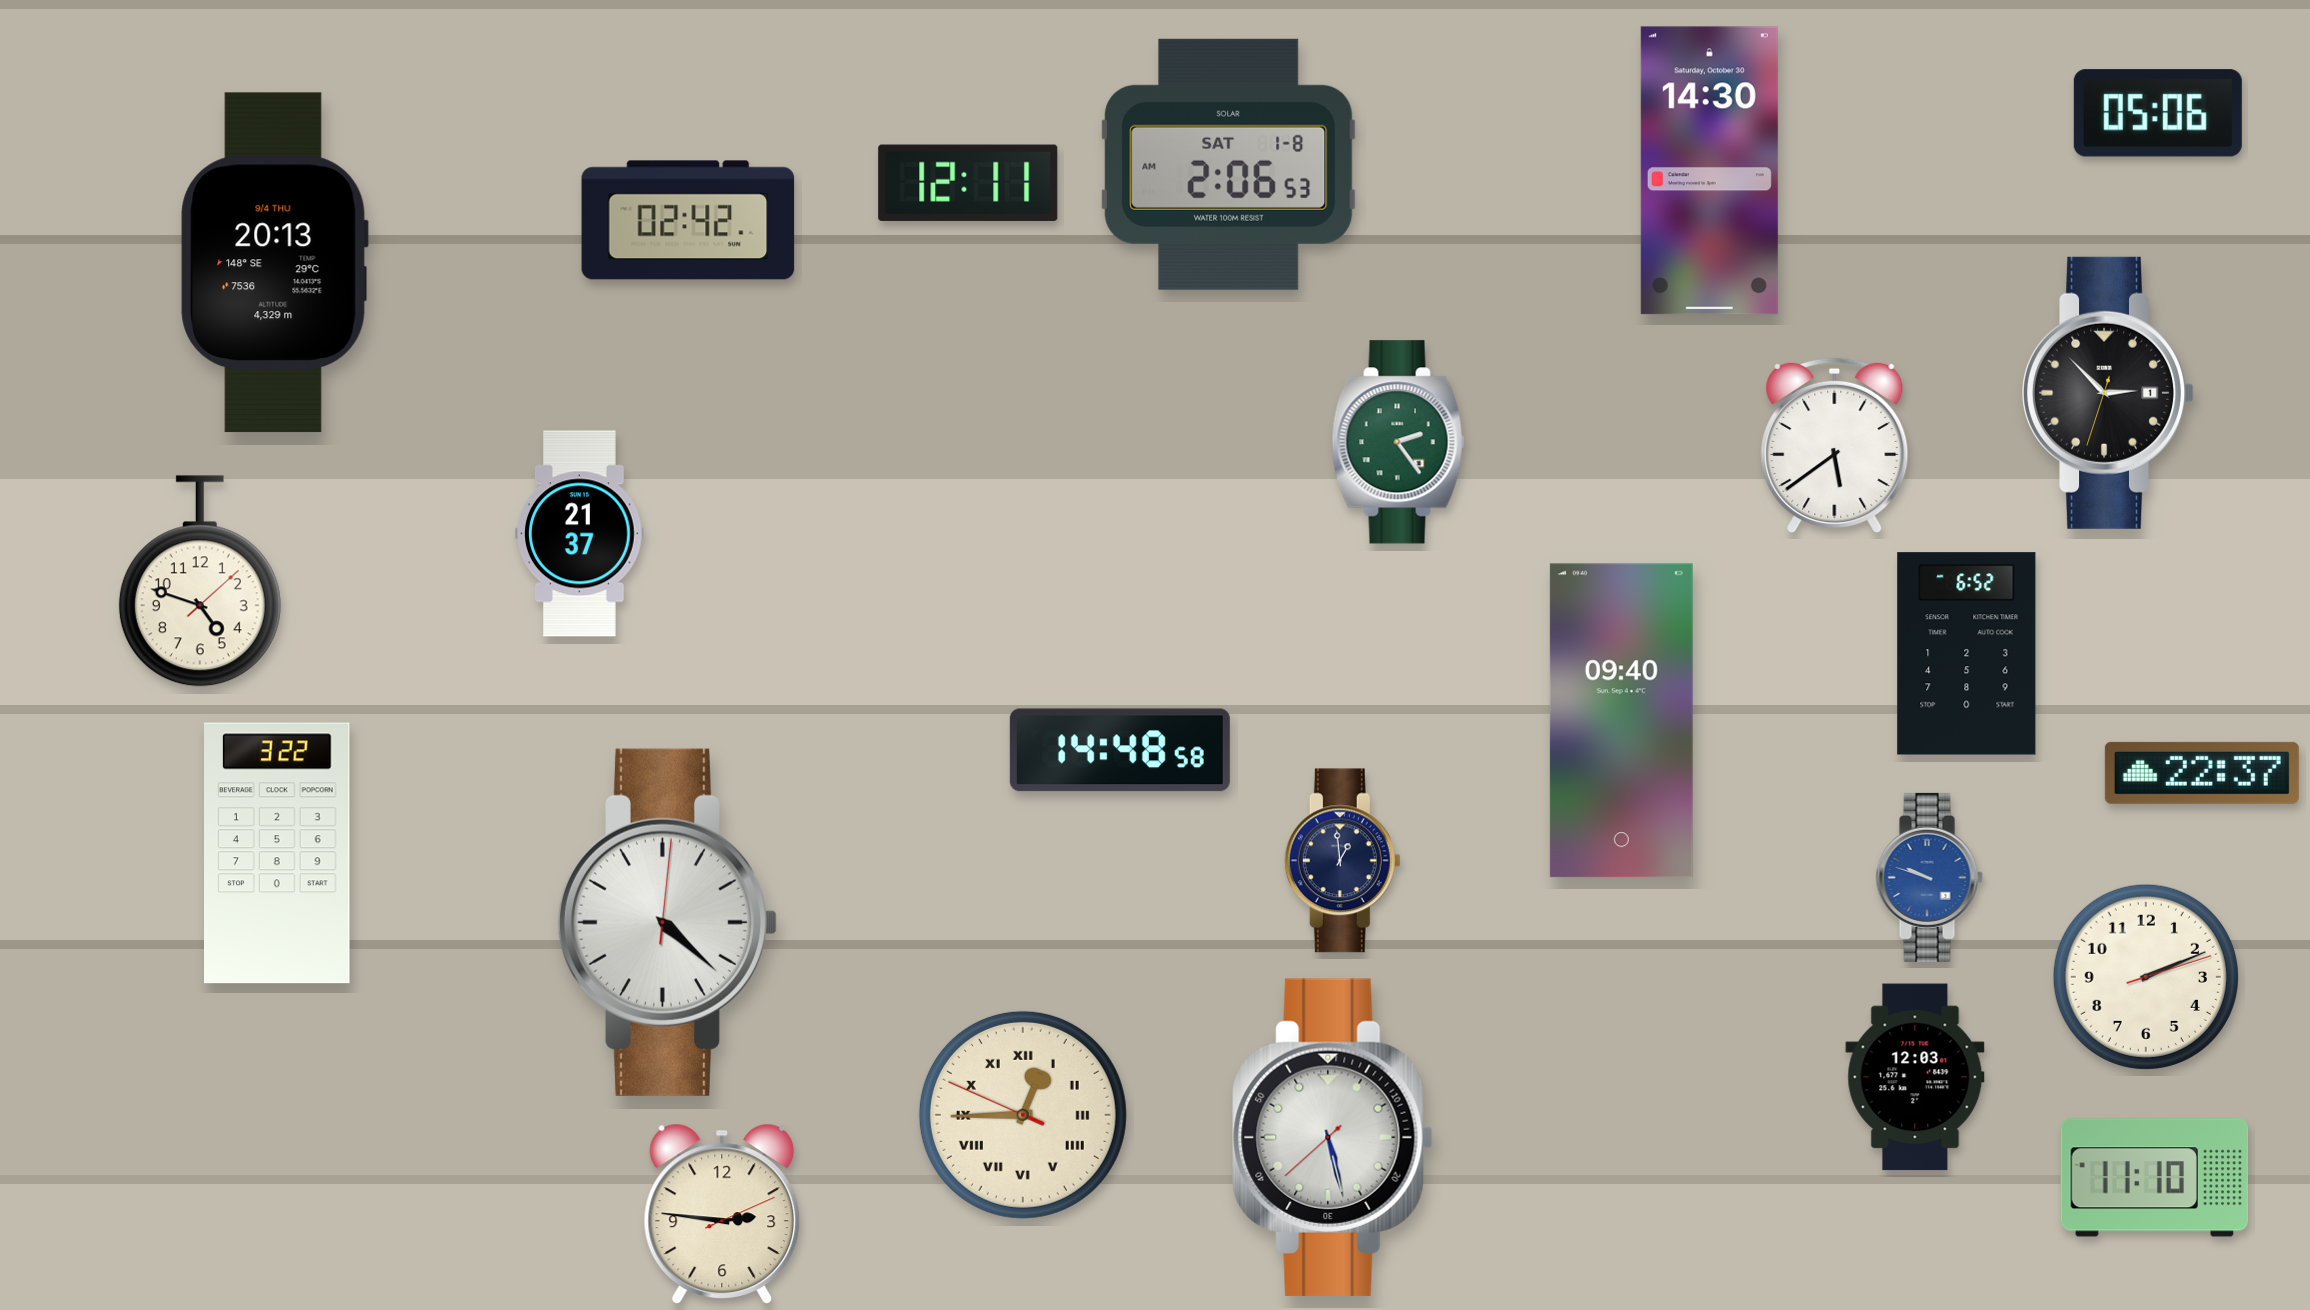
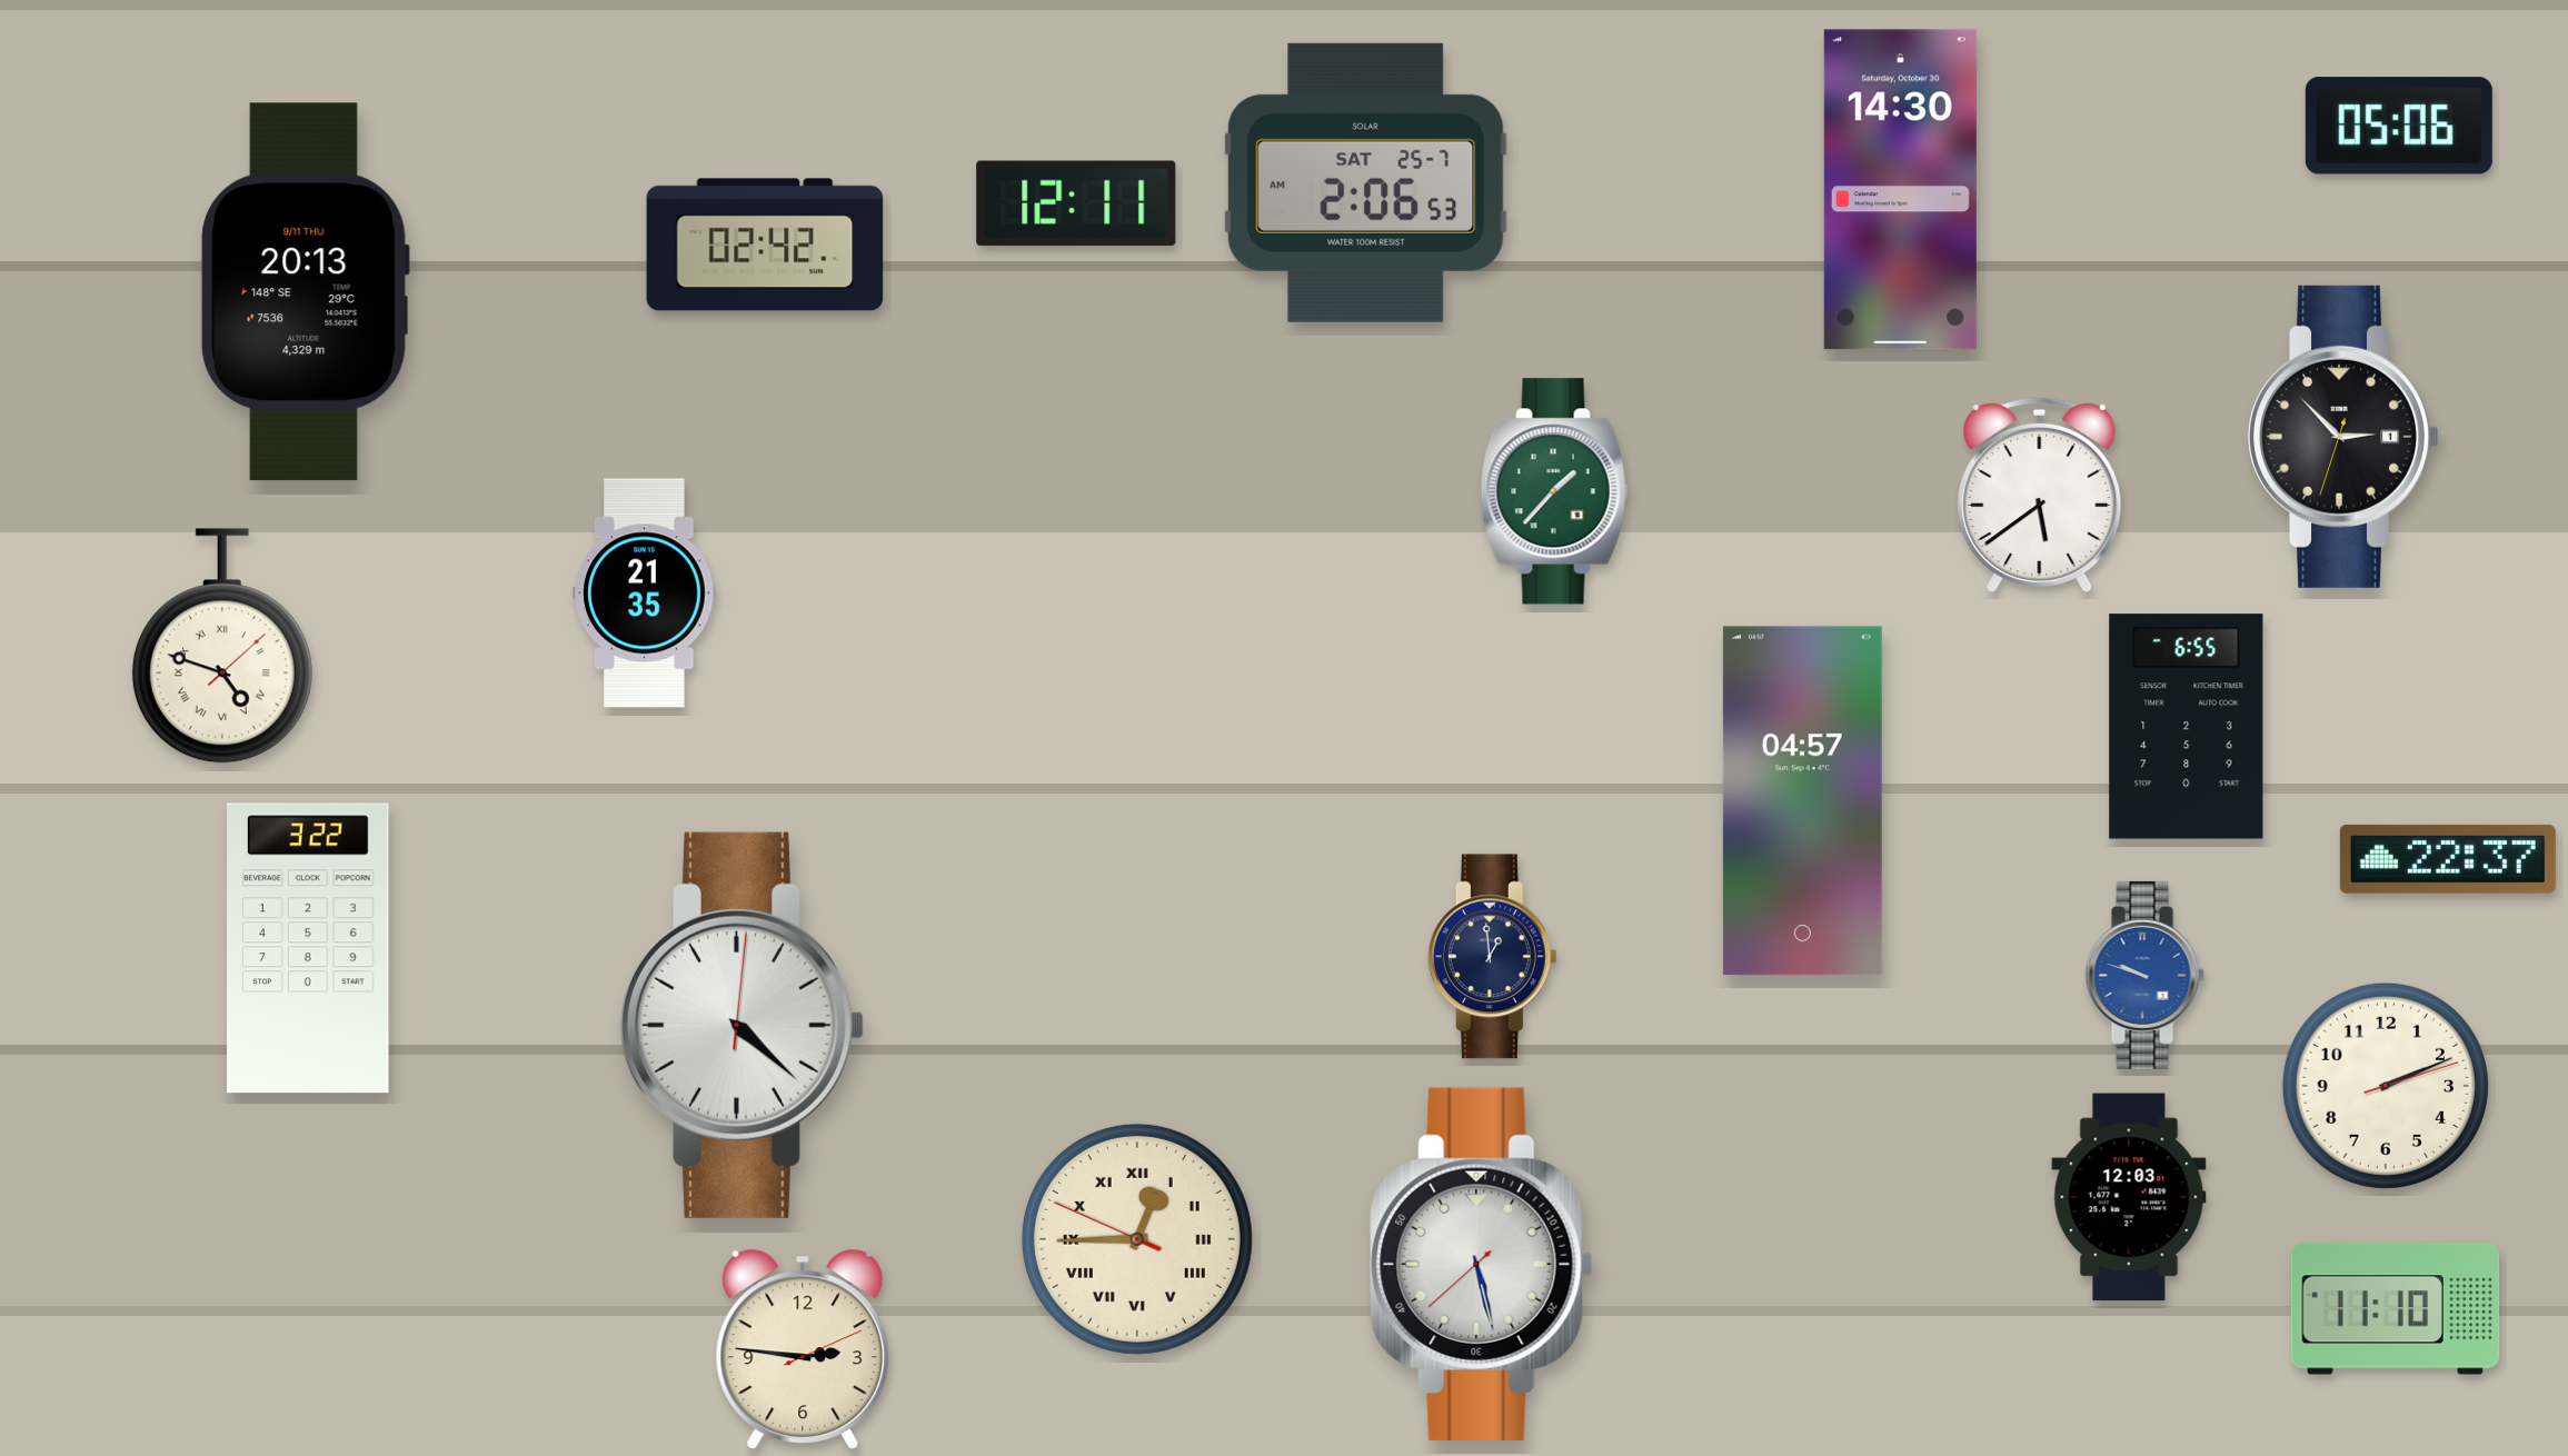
clock at (1229, 164) date: SAT 1-8 -> SAT 25-7
clock at (274, 263) date: 9/4 THU -> 9/11 THU
clock at (1398, 442): 2:24 -> 1:37
clock at (580, 534): 21:37 -> 21:35
clock at (200, 581) numerals: Arabic -> Roman
clock at (1967, 654): 6:52 -> 6:55
clock at (1621, 721): 09:40 -> 04:57
clock at (1120, 750): 14:48 -> none
